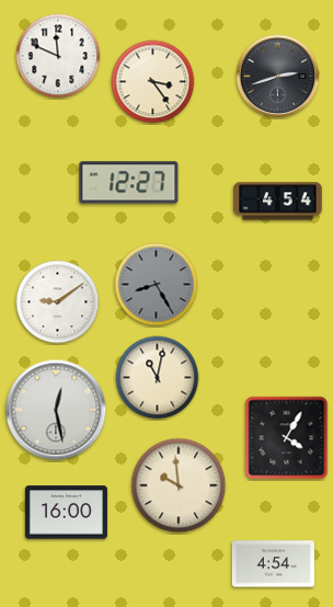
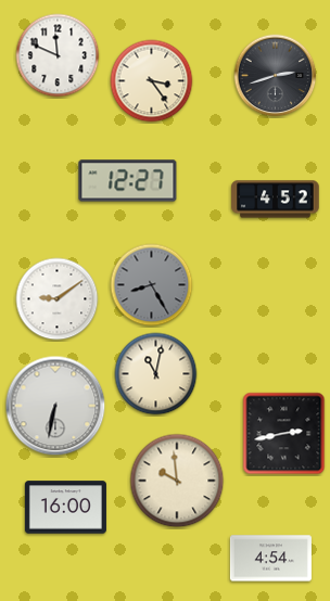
clock at (278, 202): 4:54 -> 4:52
clock at (157, 285) position: (157, 285) -> (152, 285)
clock at (56, 410): 12:28 -> 6:32
clock at (287, 438): 4:05 -> 2:43
